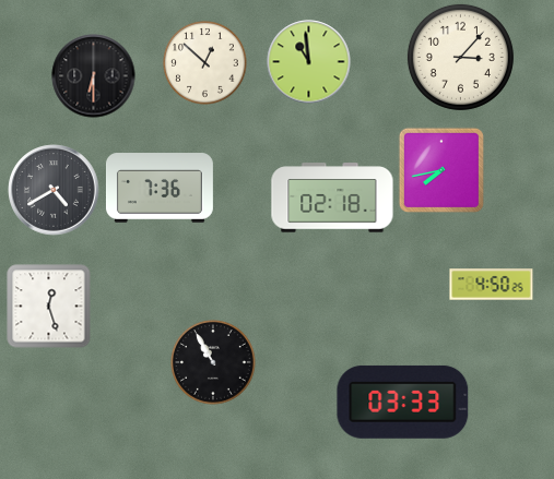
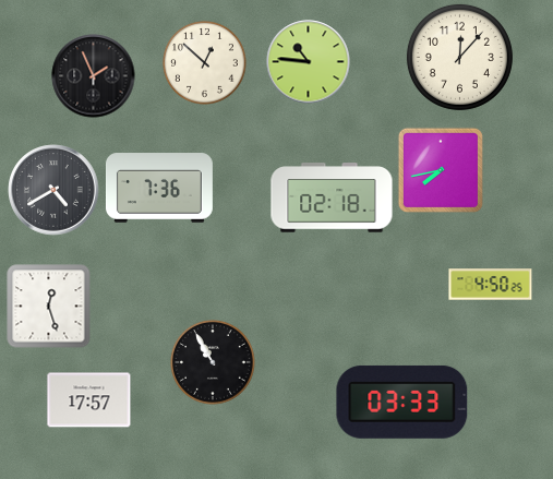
clock at (460, 57): 3:07 -> 12:07
clock at (309, 62): 10:59 -> 10:46
clock at (94, 76): 6:30 -> 1:56
clock at (89, 400): none -> 17:57
